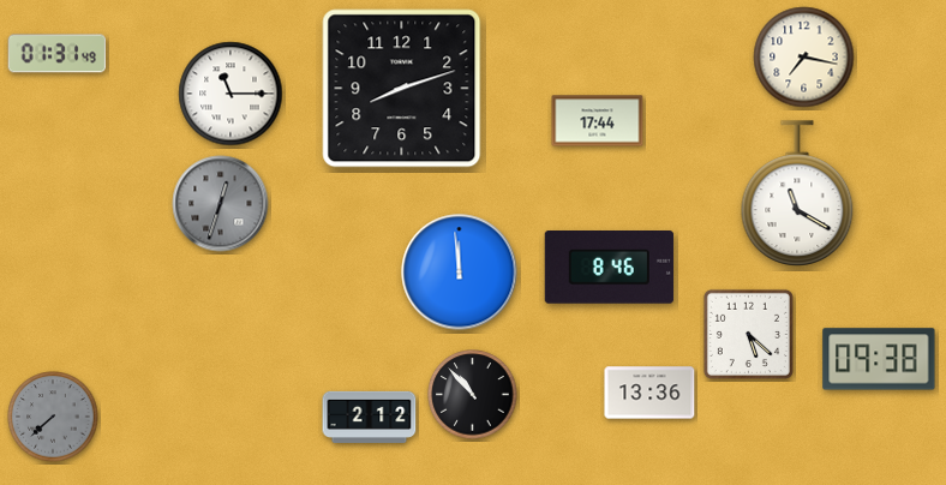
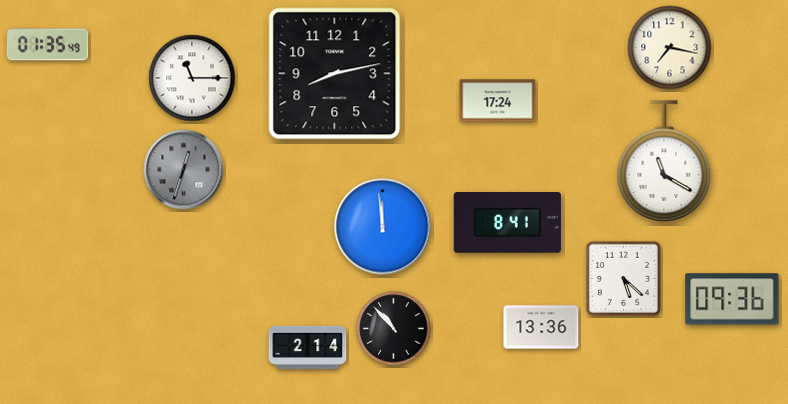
clock at (58, 54): 01:31 -> 01:35
clock at (402, 89): 8:12 -> 8:13
clock at (598, 121): 17:44 -> 17:24
clock at (609, 268): 8:46 -> 8:41
clock at (879, 359): 09:38 -> 09:36
clock at (53, 417): 7:38 -> none
clock at (370, 417): 2:12 -> 2:14
